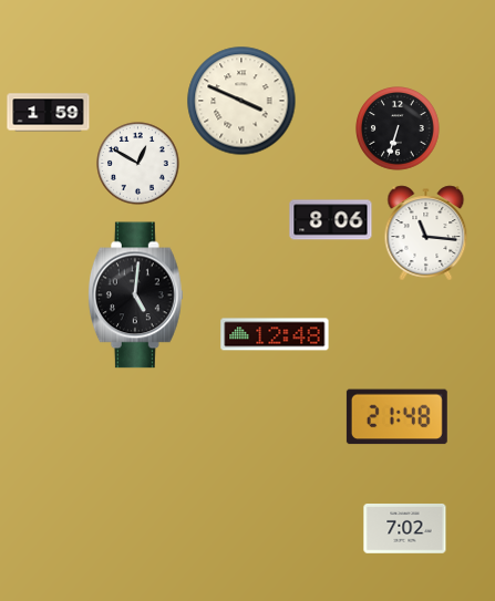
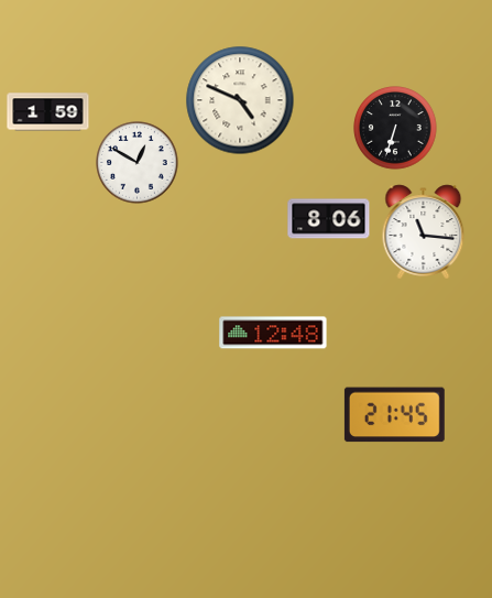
clock at (241, 101): 3:49 -> 4:49
clock at (135, 296): 5:01 -> none
clock at (396, 417): 21:48 -> 21:45
clock at (405, 529): 7:02 -> none
